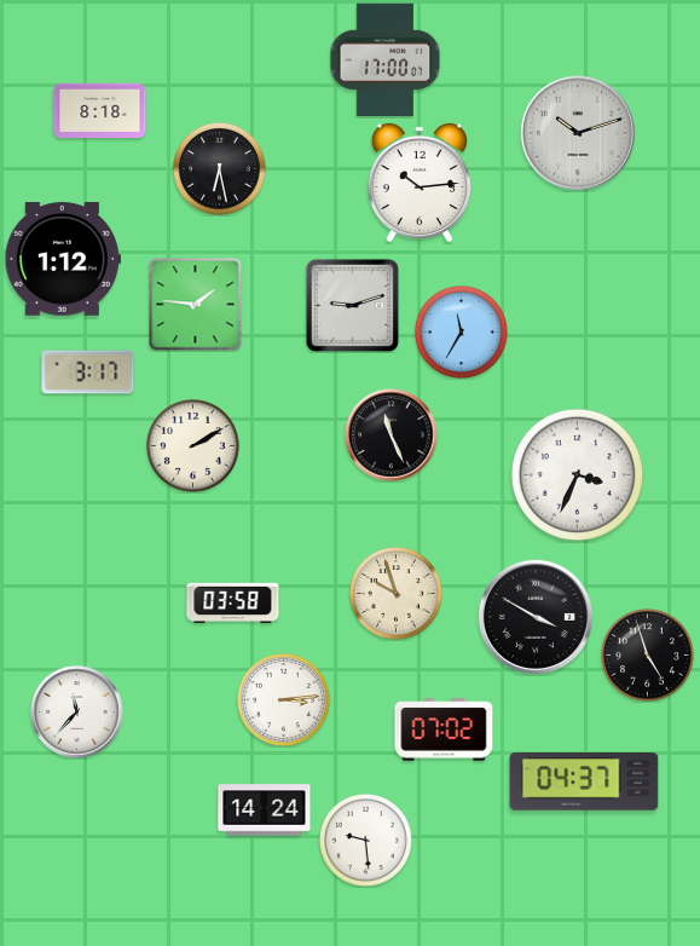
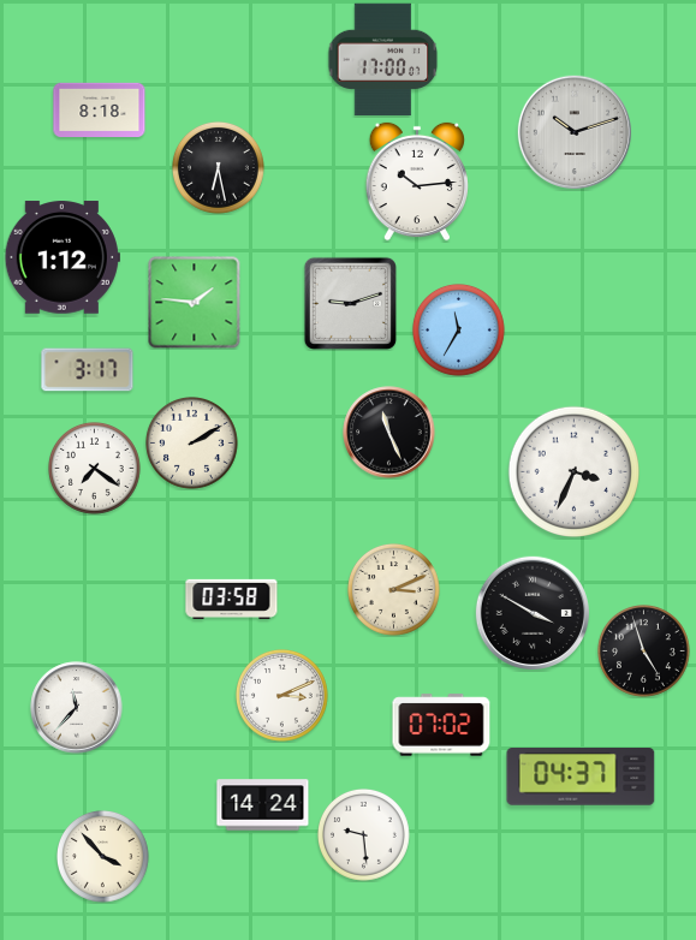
clock at (95, 469): none -> 7:21
clock at (397, 594): 9:57 -> 3:11
clock at (284, 700): 3:14 -> 3:11
clock at (103, 857): none -> 3:53
